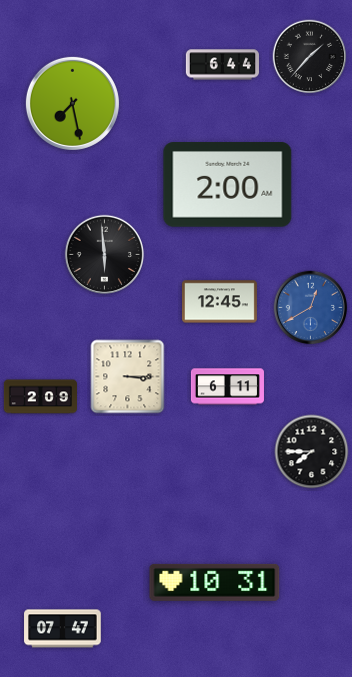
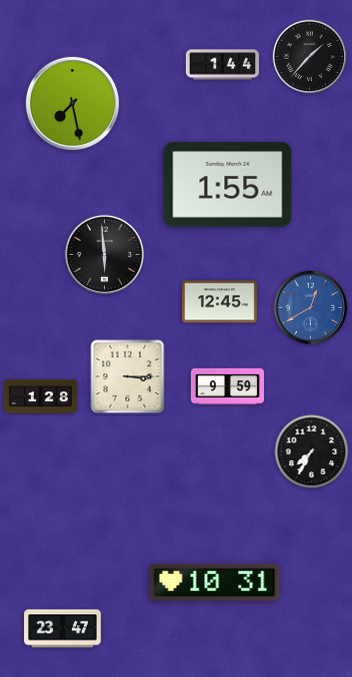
clock at (222, 65): 6:44 -> 1:44
clock at (228, 185): 2:00 -> 1:55
clock at (227, 387): 6:11 -> 9:59
clock at (40, 397): 2:09 -> 1:28
clock at (312, 452): 7:45 -> 7:35
clock at (63, 629): 07:47 -> 23:47
